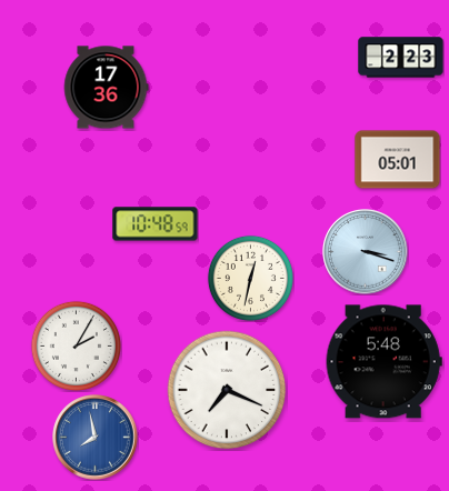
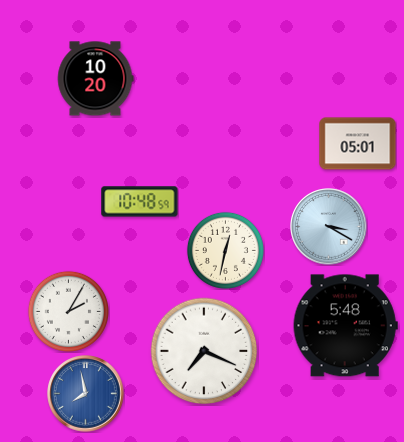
clock at (401, 58): 2:23 -> none
clock at (106, 88): 17:36 -> 10:20
clock at (366, 252): 3:18 -> 3:20
